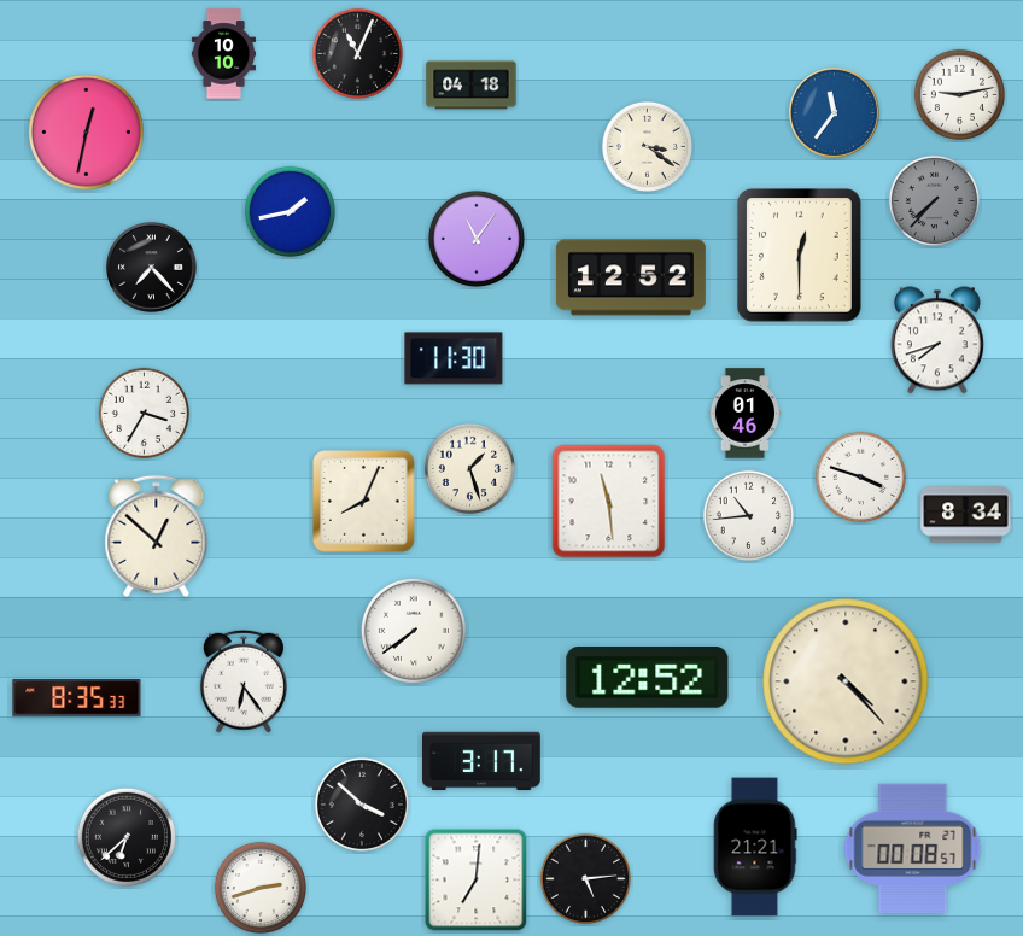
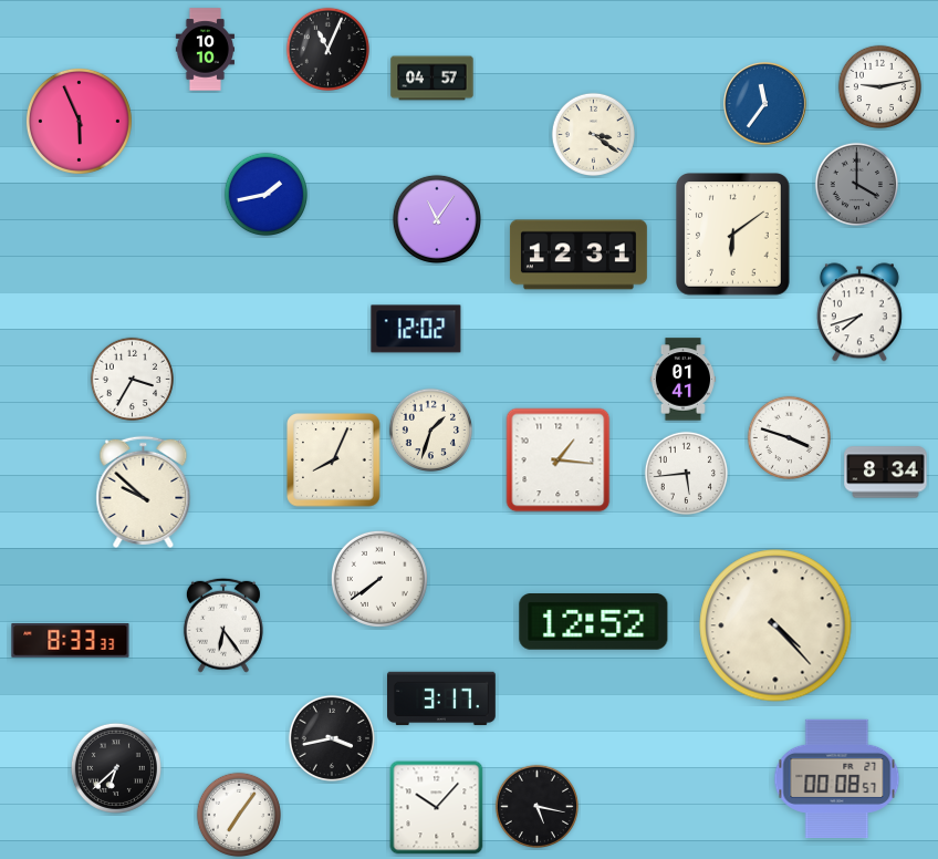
clock at (472, 86): 04:18 -> 04:57
clock at (86, 131): 12:32 -> 5:56
clock at (934, 200): 7:37 -> 4:00
clock at (800, 256): 12:30 -> 6:09
clock at (152, 268): 7:23 -> none
clock at (631, 277): 12:52 -> 12:31
clock at (454, 358): 11:30 -> 12:02
clock at (744, 414): 01:46 -> 01:41
clock at (469, 468): 1:27 -> 1:33
clock at (609, 502): 11:29 -> 1:16
clock at (748, 515): 10:44 -> 5:44
clock at (157, 536): 12:52 -> 9:52
clock at (77, 698): 8:35 -> 8:33
clock at (362, 805): 3:52 -> 3:43
clock at (755, 847): 21:21 -> none
clock at (585, 878): 5:14 -> 5:17
clock at (477, 881): 7:01 -> 10:07
clock at (259, 887): 2:42 -> 7:06
